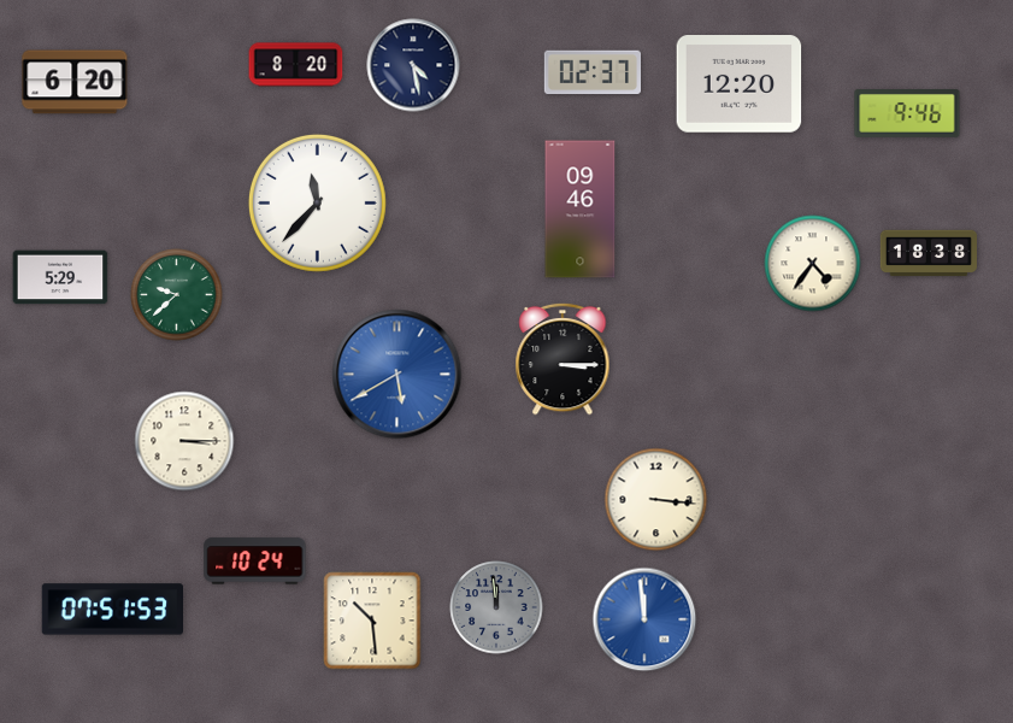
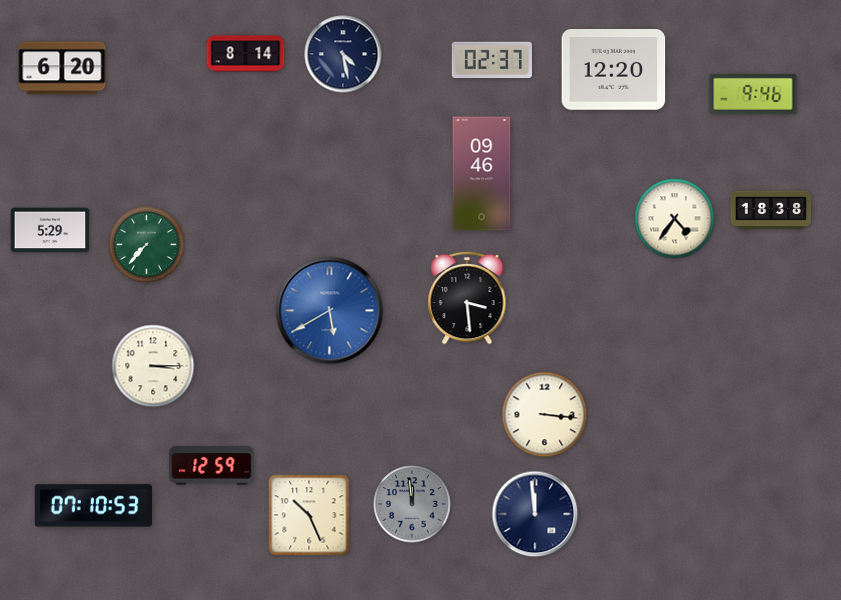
clock at (296, 65): 8:20 -> 8:14
clock at (317, 202): 11:37 -> none
clock at (177, 295): 9:38 -> 7:37
clock at (563, 359): 3:15 -> 3:29
clock at (255, 562): 10:24 -> 12:59
clock at (112, 610): 07:51 -> 07:10
clock at (644, 619) dial: blue -> navy
clock at (372, 621): 10:29 -> 10:26
